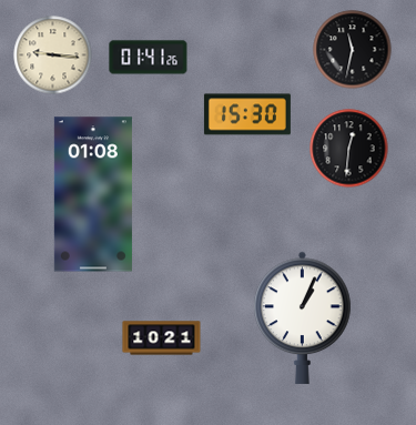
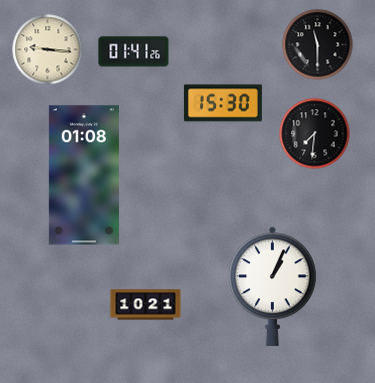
clock at (353, 50): 11:32 -> 11:30
clock at (349, 149): 12:31 -> 7:31
